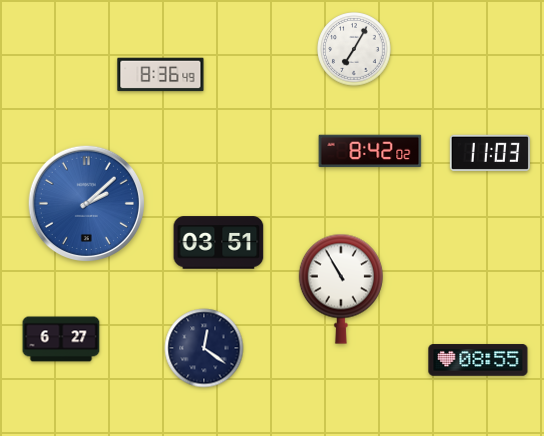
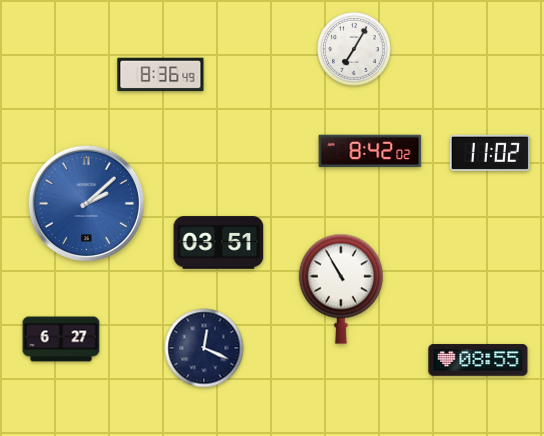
clock at (490, 153): 11:03 -> 11:02
clock at (204, 348): 12:21 -> 12:19
